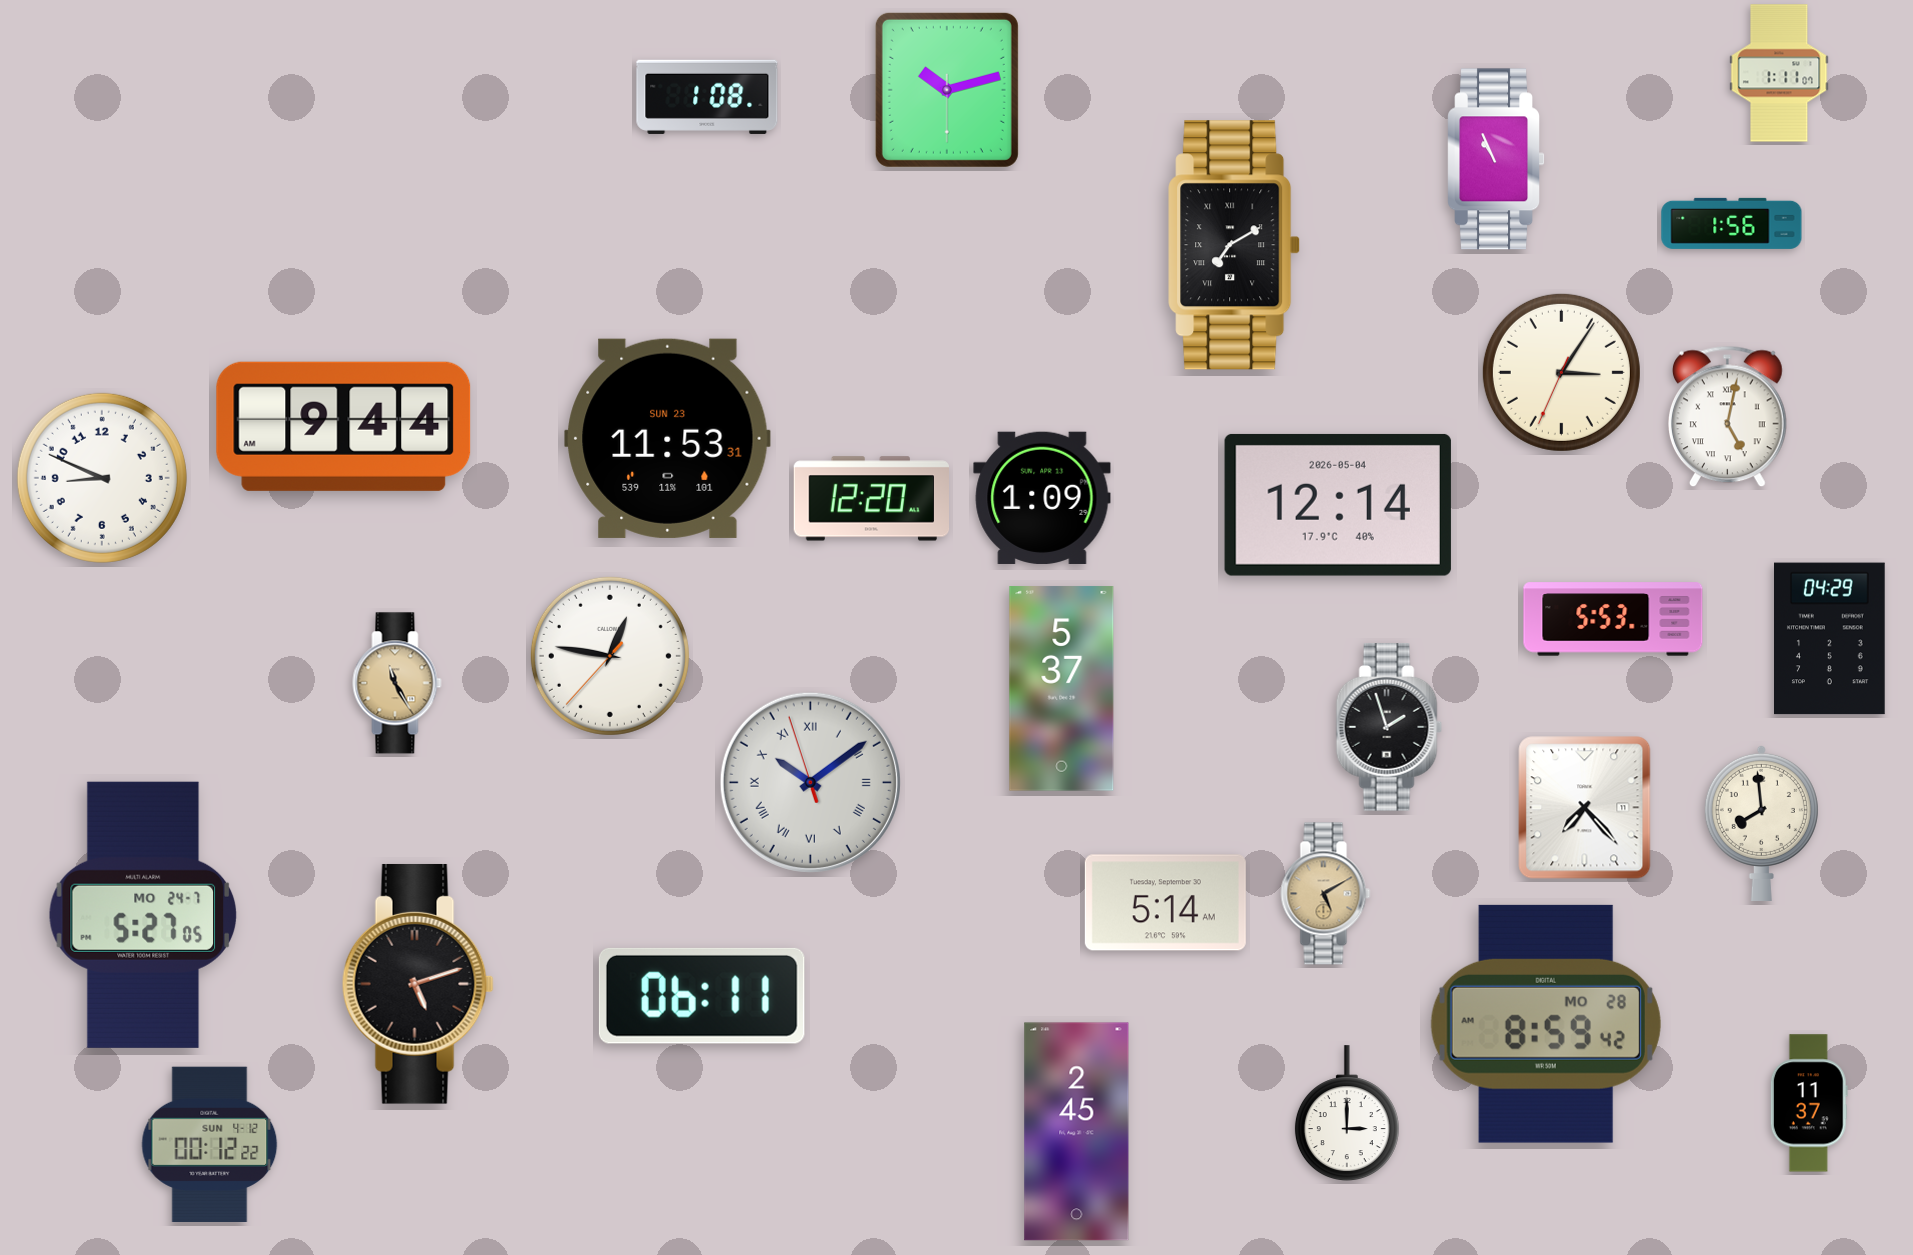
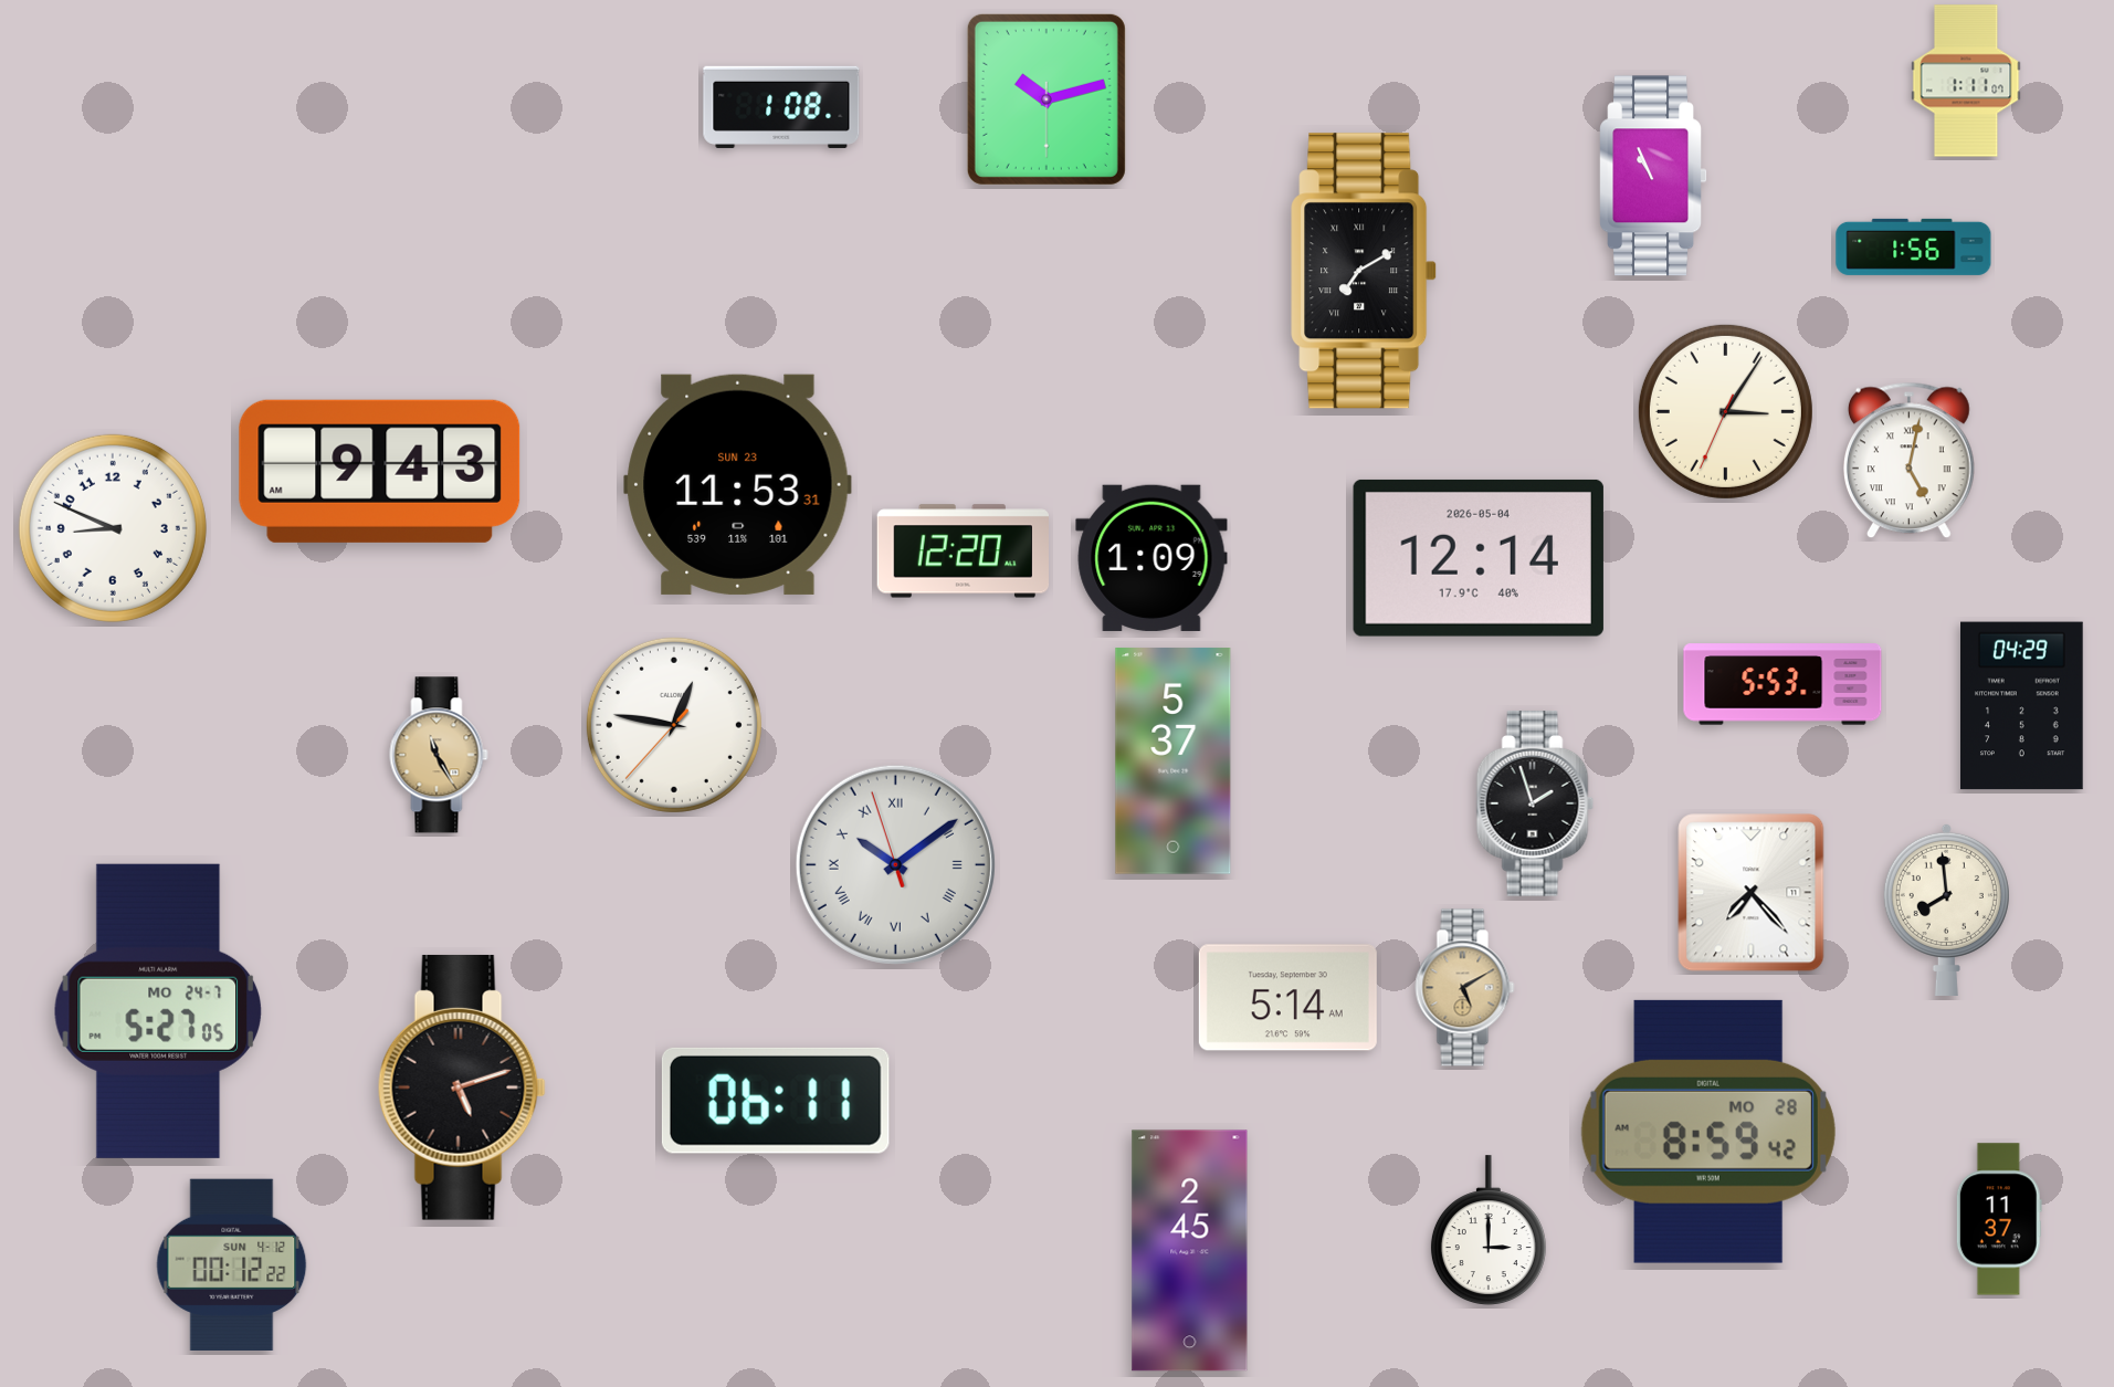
clock at (344, 426): 9:44 -> 9:43
clock at (1042, 497) position: (1042, 497) -> (1151, 557)
